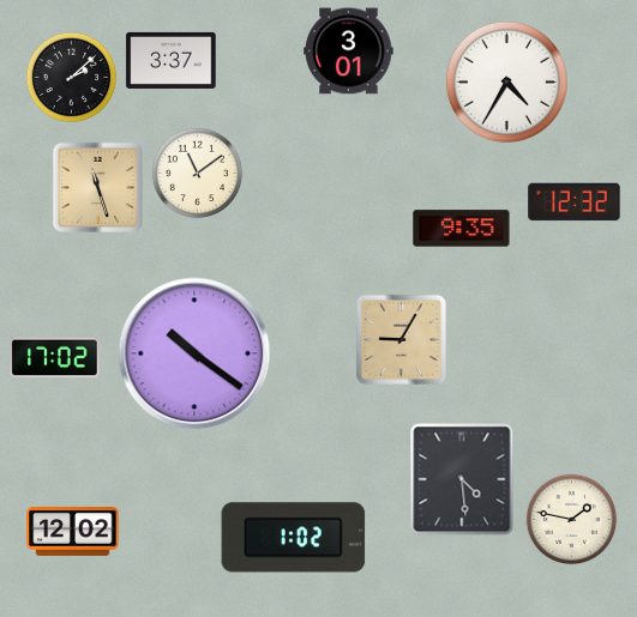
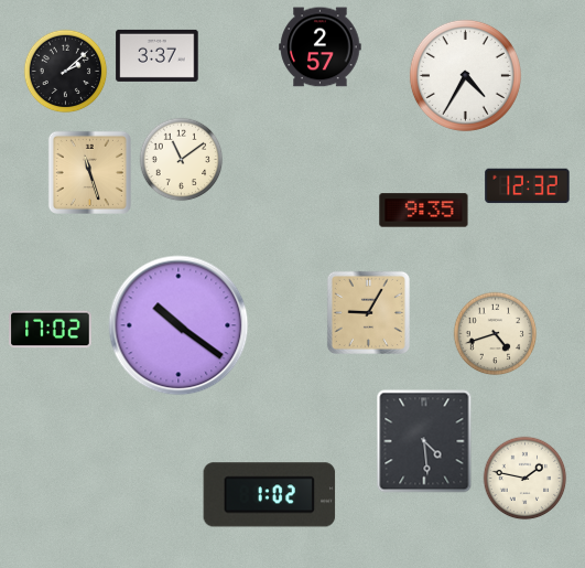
clock at (349, 52): 3:01 -> 2:57
clock at (496, 334): none -> 4:42
clock at (73, 532): 12:02 -> none
